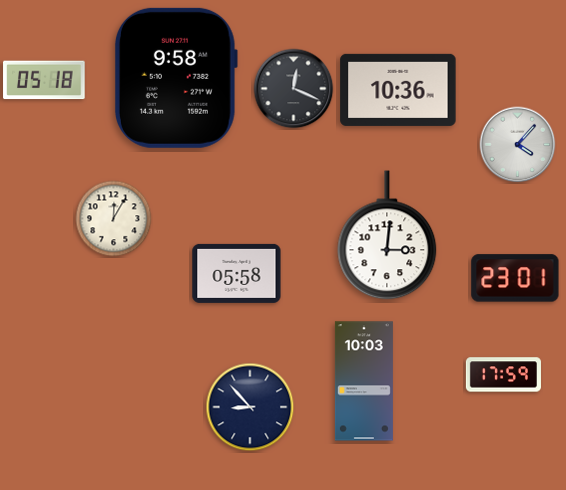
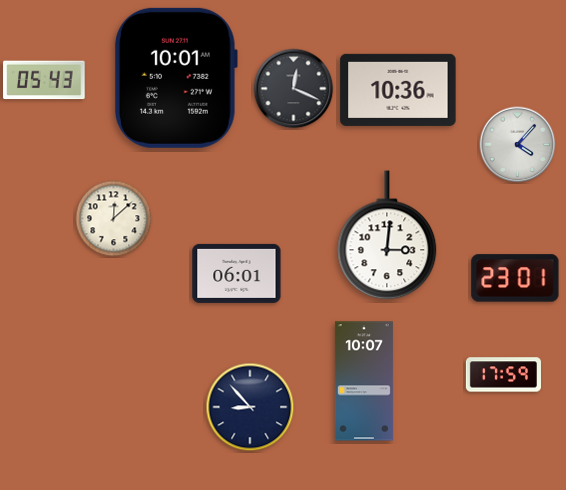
clock at (176, 78): 9:58 -> 10:01
clock at (44, 80): 05:18 -> 05:43
clock at (114, 219): 12:05 -> 12:08
clock at (237, 273): 05:58 -> 06:01
clock at (364, 381): 10:03 -> 10:07
